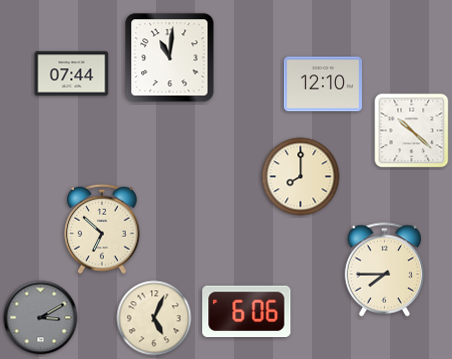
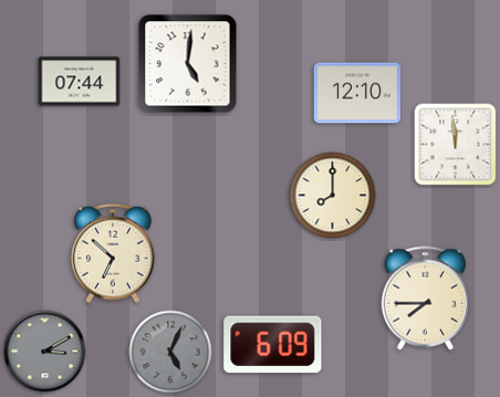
clock at (170, 58): 11:01 -> 5:01
clock at (412, 131): 10:22 -> 11:59
clock at (247, 312): 6:06 -> 6:09
clock at (154, 318) dial: cream -> grey
